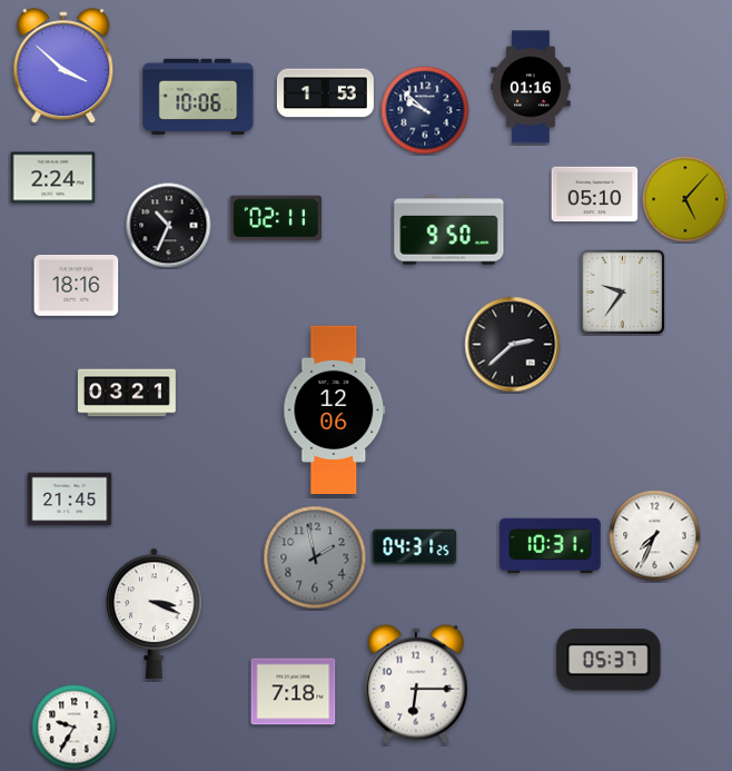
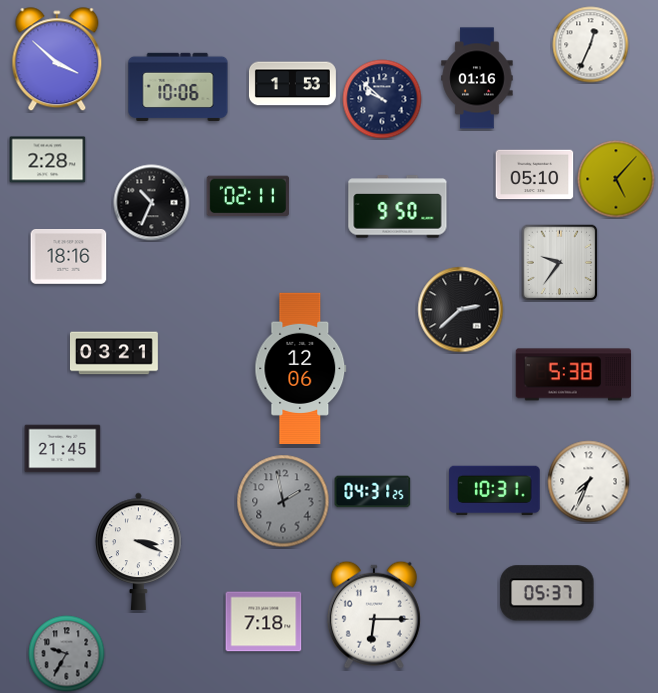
clock at (591, 45): none -> 12:34
clock at (53, 178): 2:24 -> 2:28
clock at (449, 230) position: (449, 230) -> (398, 207)
clock at (574, 375): none -> 5:38
clock at (75, 728) dial: white -> grey
